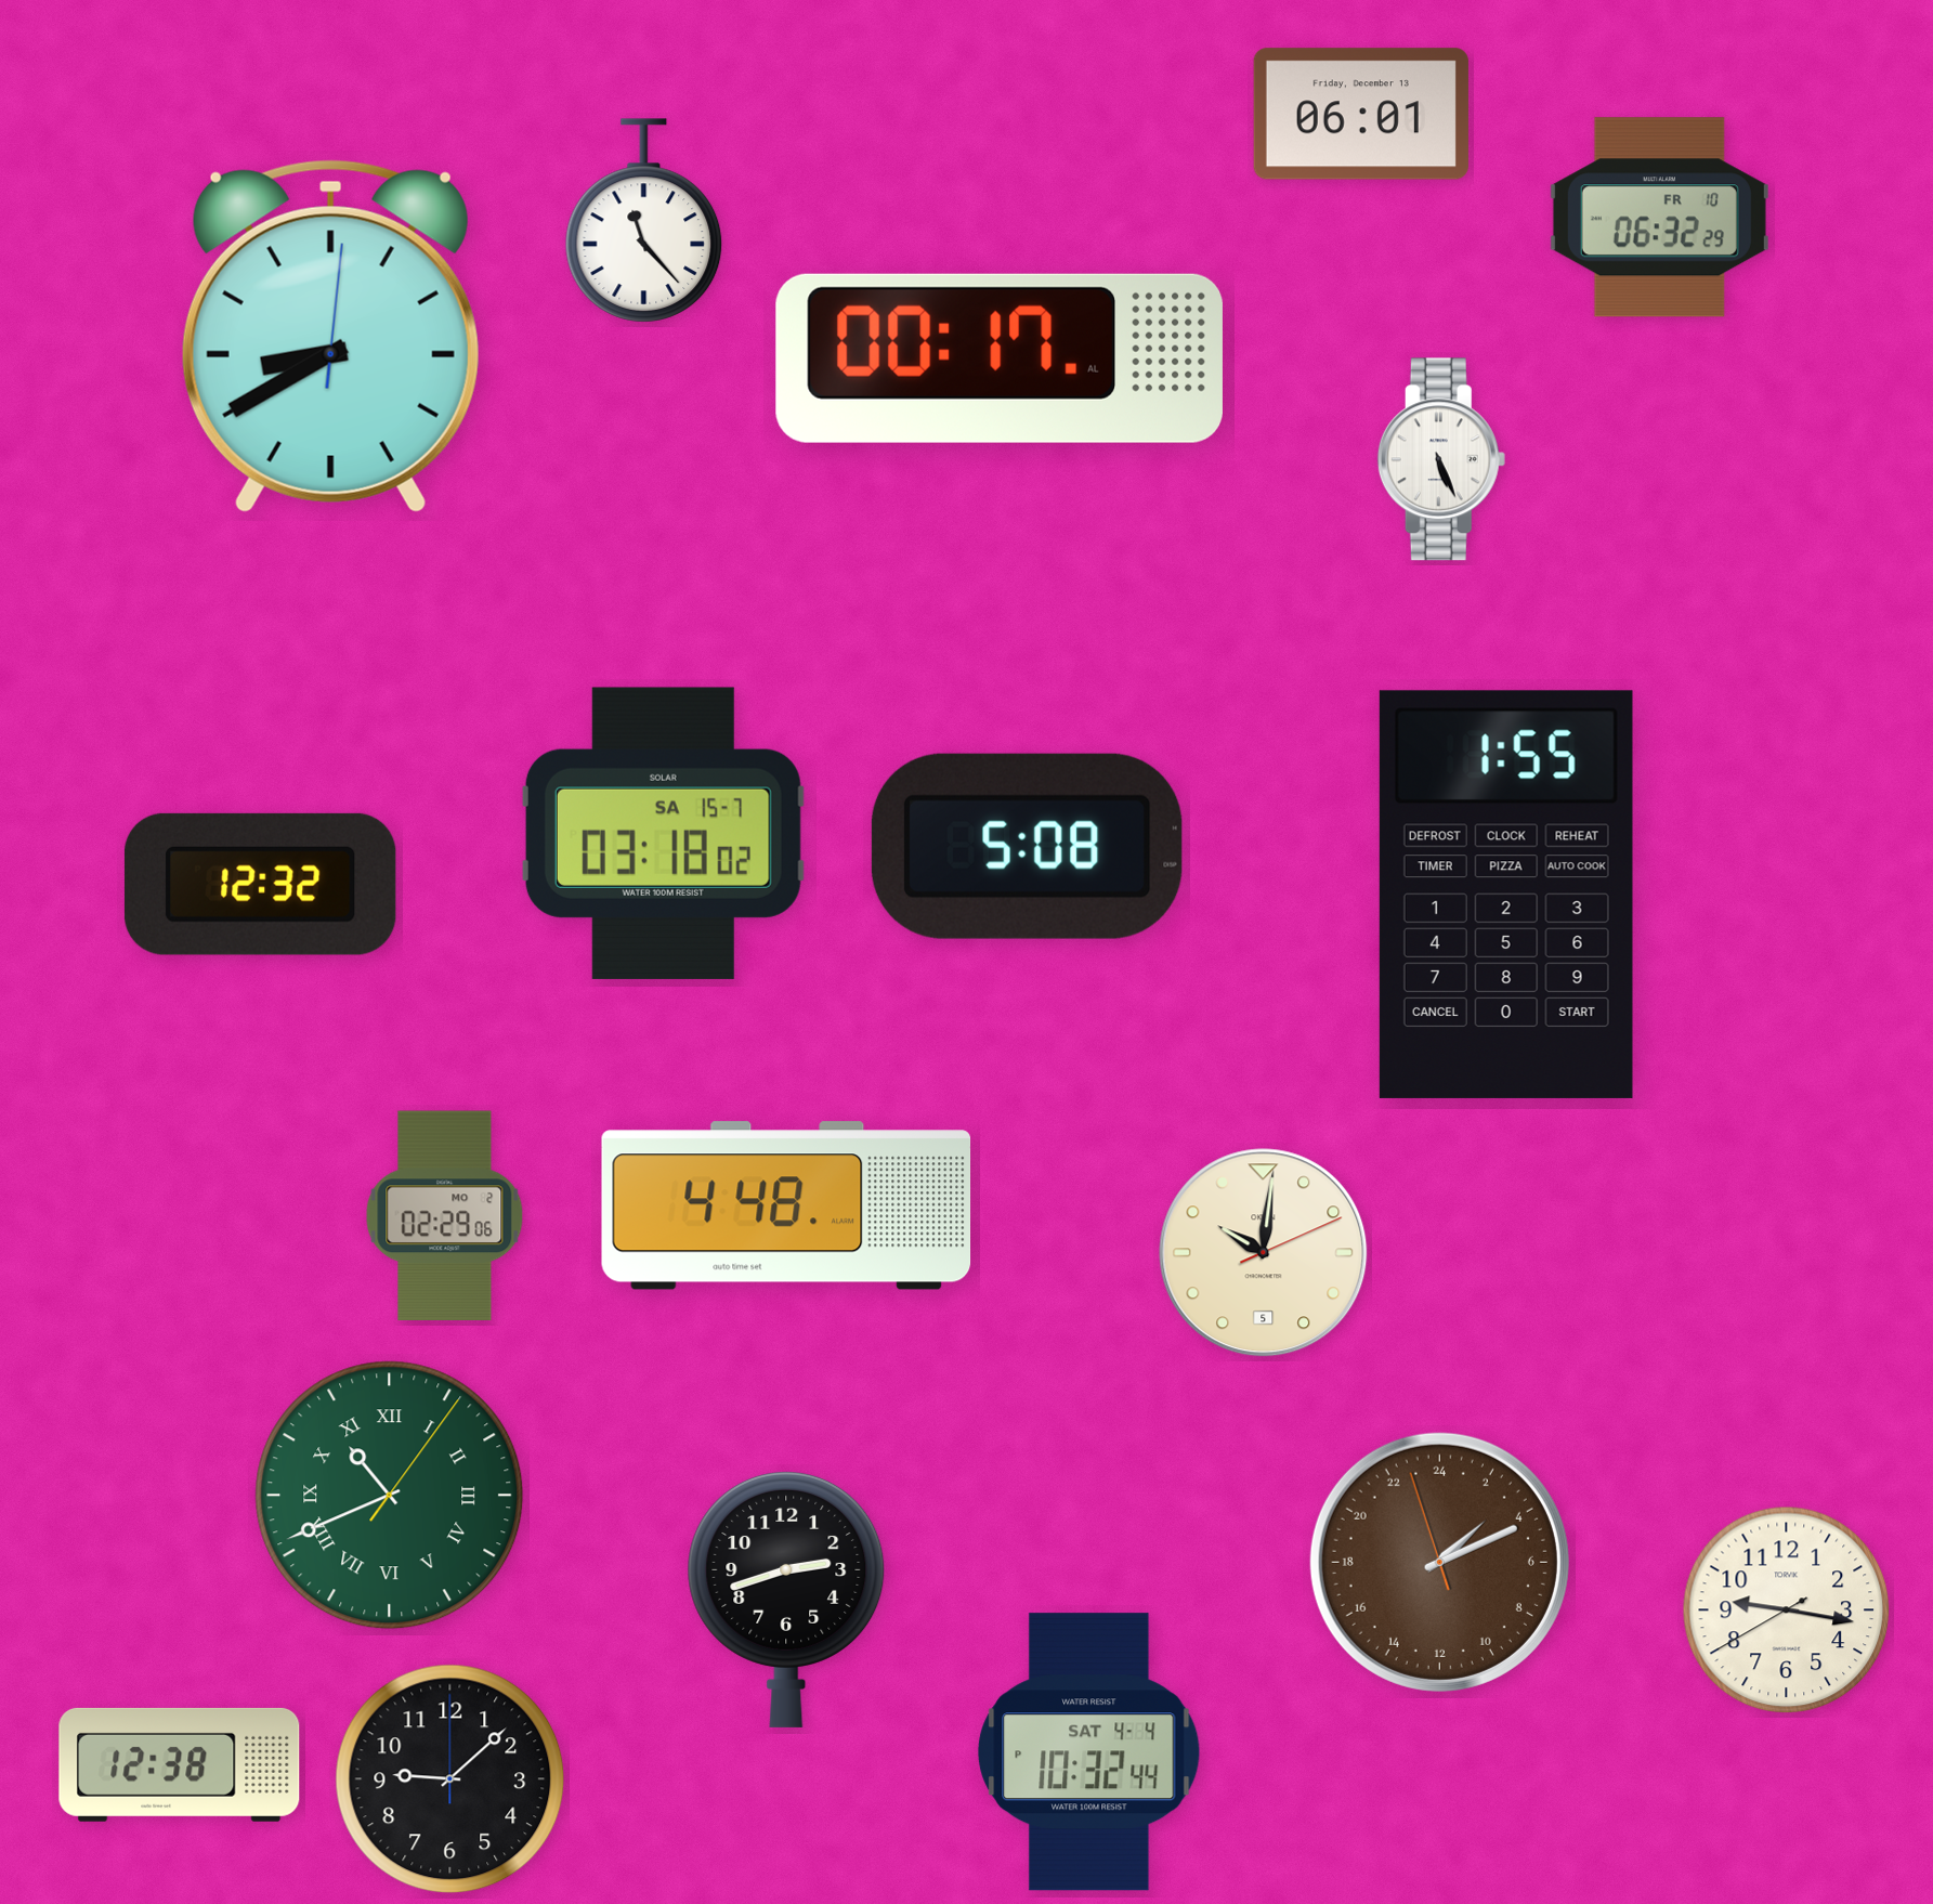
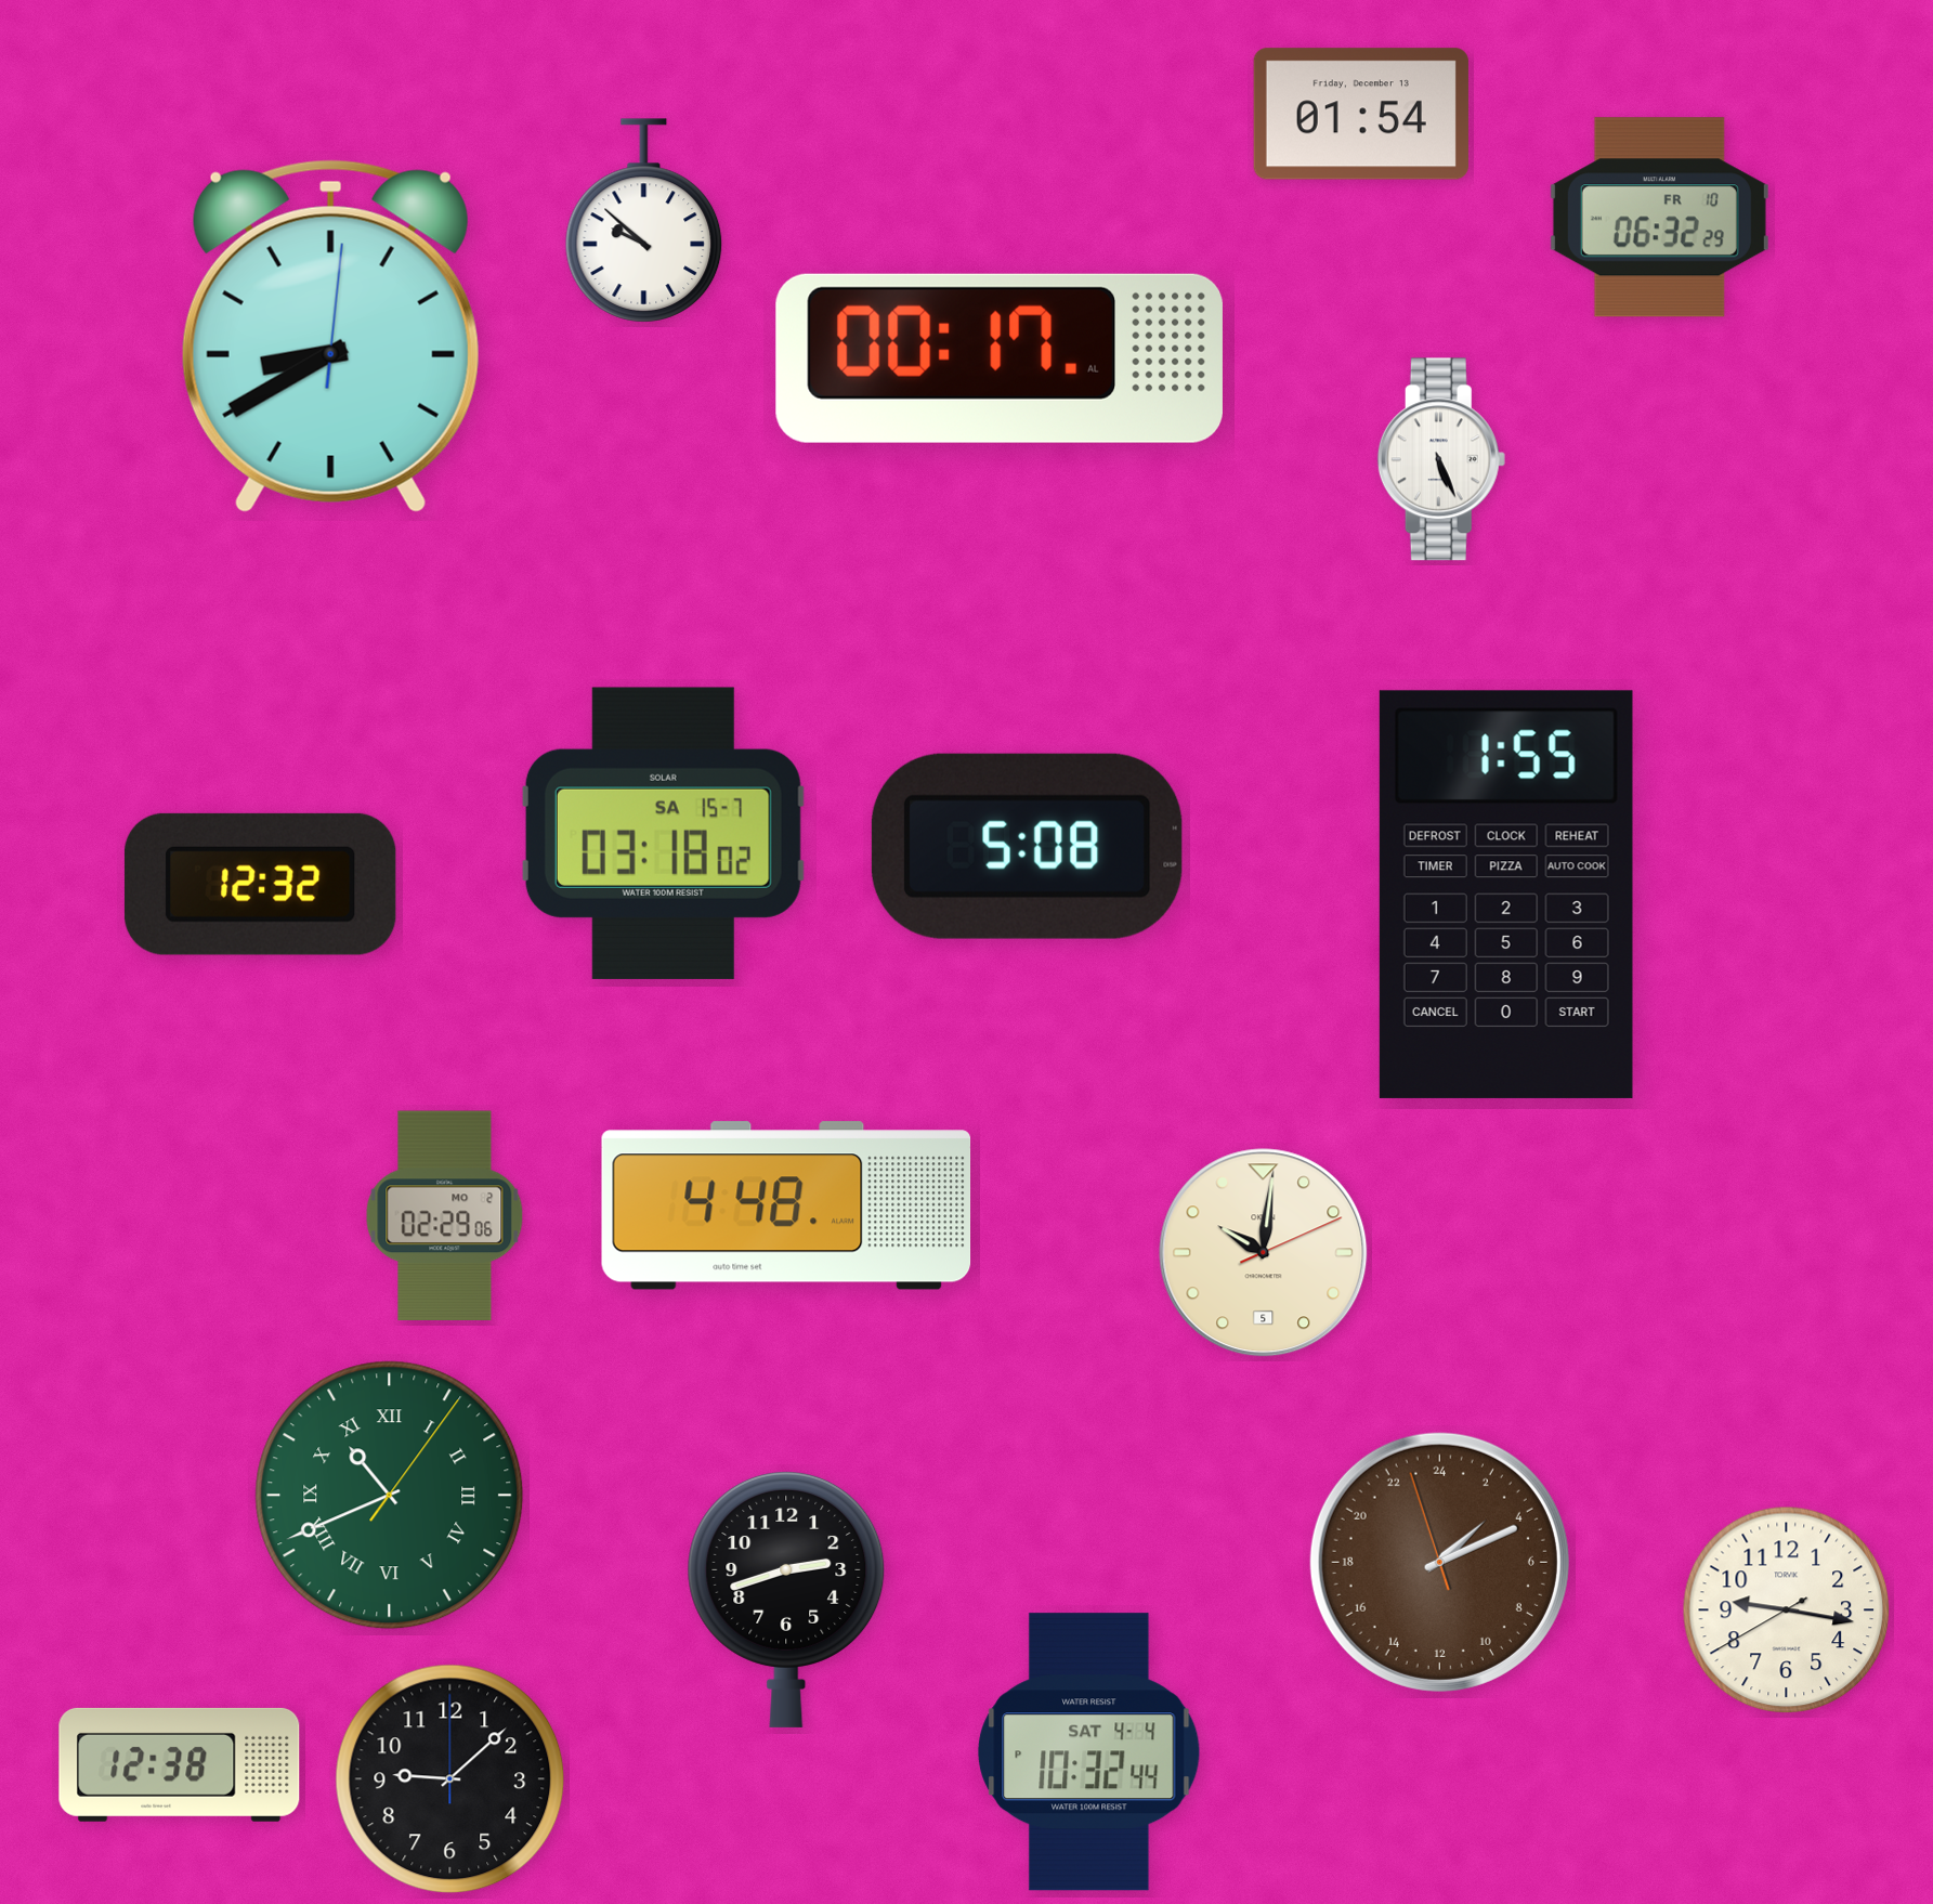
clock at (1361, 114): 06:01 -> 01:54
clock at (644, 221): 11:23 -> 9:52
